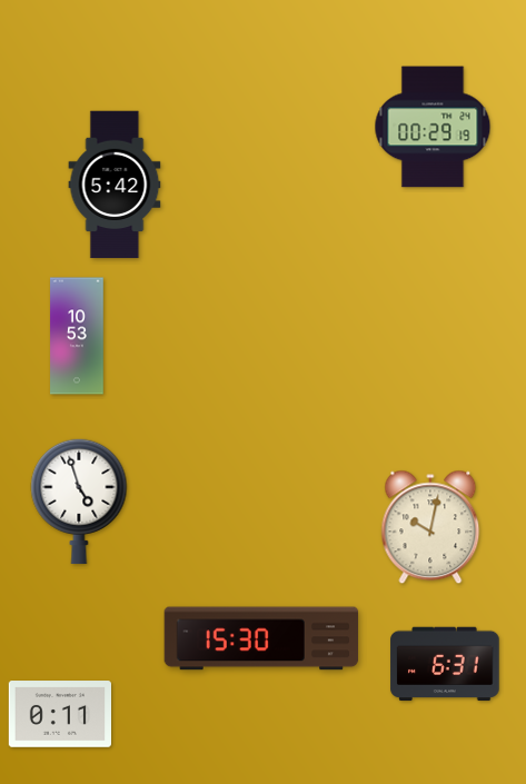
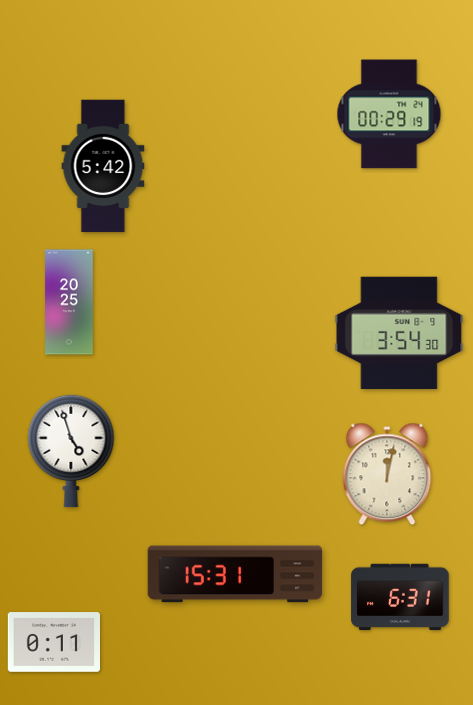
clock at (77, 336): 10:53 -> 20:25
clock at (399, 333): none -> 3:54
clock at (430, 527): 10:02 -> 12:02
clock at (261, 638): 15:30 -> 15:31
